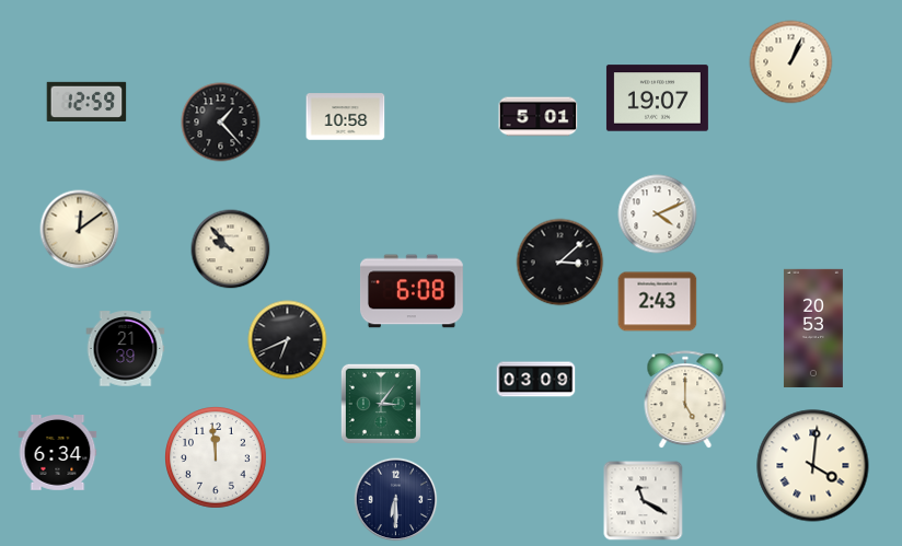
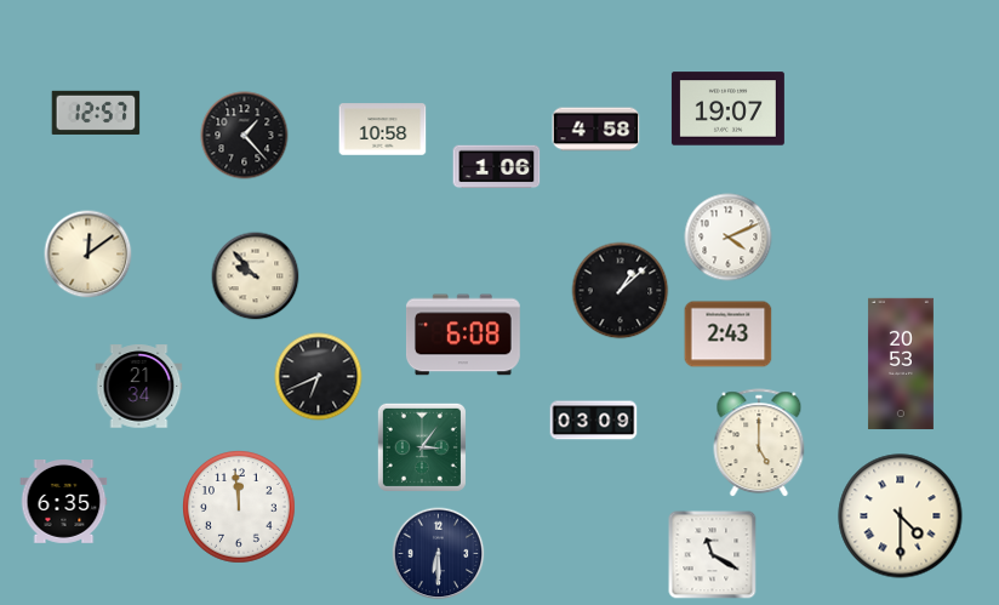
clock at (791, 62): 1:04 -> none
clock at (86, 102): 12:59 -> 12:57
clock at (539, 117): 5:01 -> 4:58
clock at (497, 167): none -> 1:06
clock at (560, 263): 3:08 -> 1:08
clock at (412, 291) position: (412, 291) -> (463, 335)
clock at (126, 349): 21:39 -> 21:34
clock at (58, 453): 6:34 -> 6:35
clock at (813, 466): 4:01 -> 4:30
